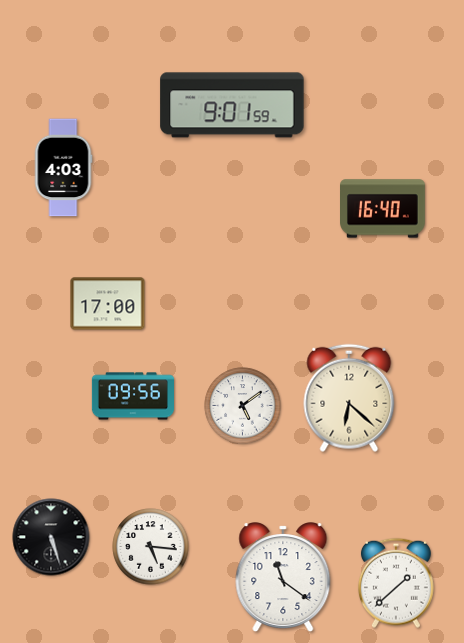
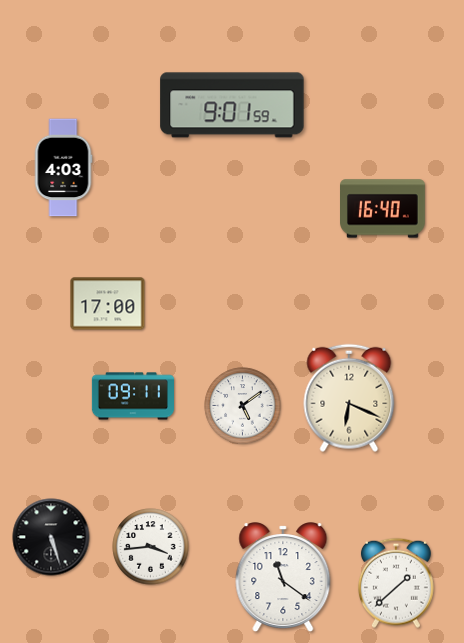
clock at (132, 396): 09:56 -> 09:11
clock at (349, 398): 6:22 -> 6:19
clock at (151, 547): 5:16 -> 3:44
